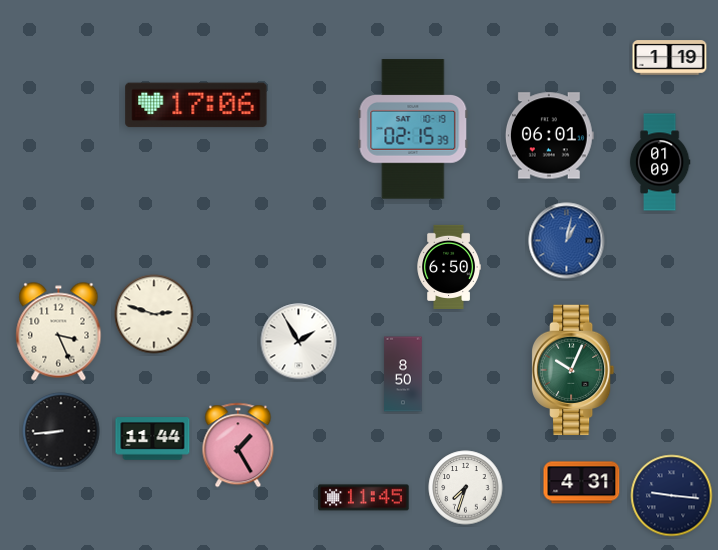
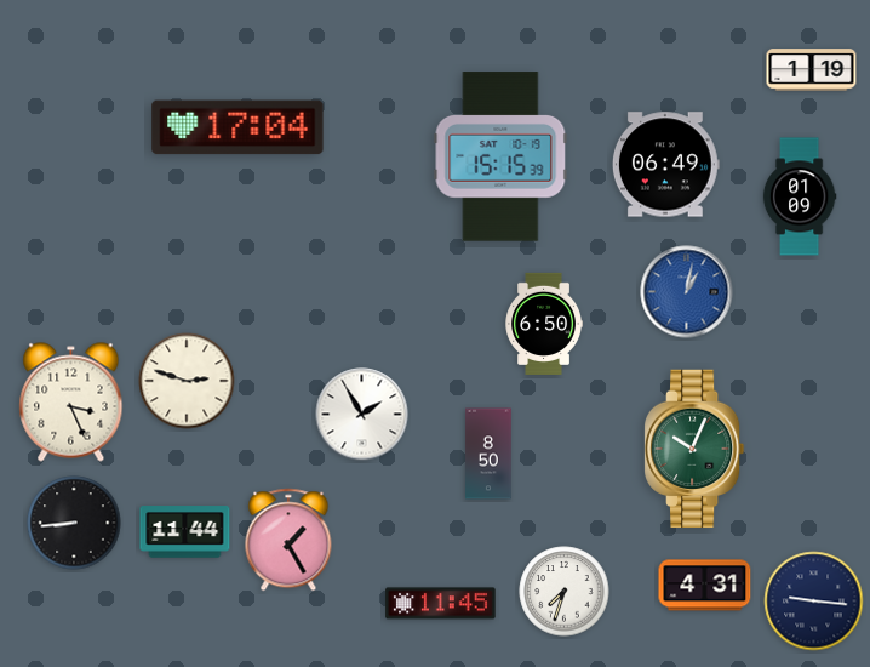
clock at (196, 105): 17:06 -> 17:04
clock at (413, 129): 02:15 -> 15:15
clock at (549, 136): 06:01 -> 06:49
